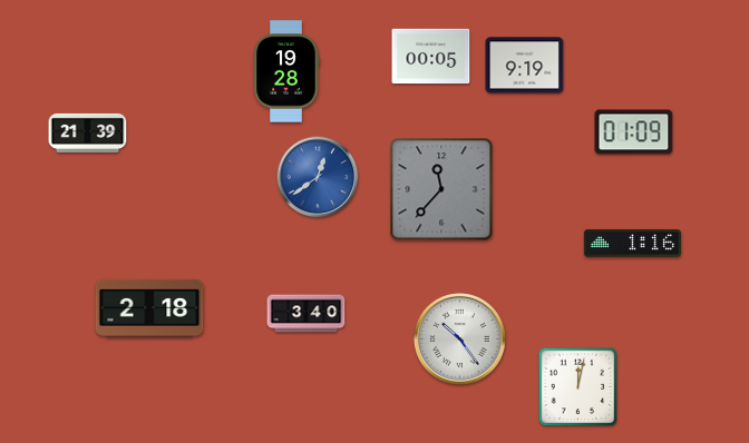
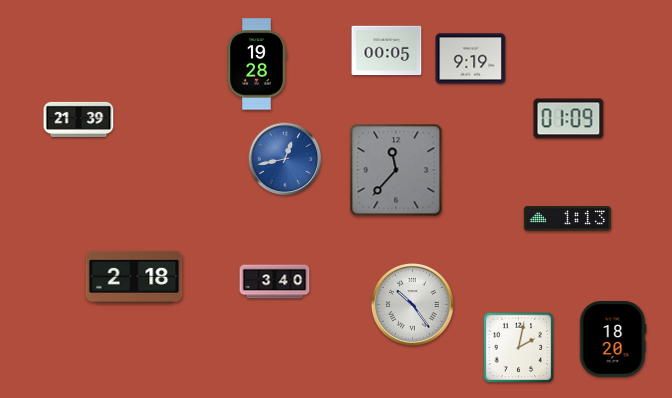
clock at (318, 177): 12:39 -> 12:43
clock at (632, 244): 1:16 -> 1:13
clock at (613, 340): none -> 18:20
clock at (578, 387): 12:02 -> 2:02
